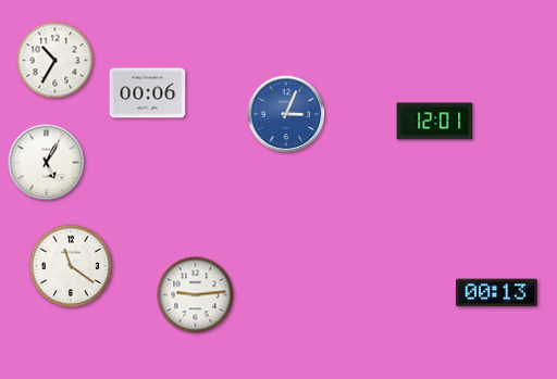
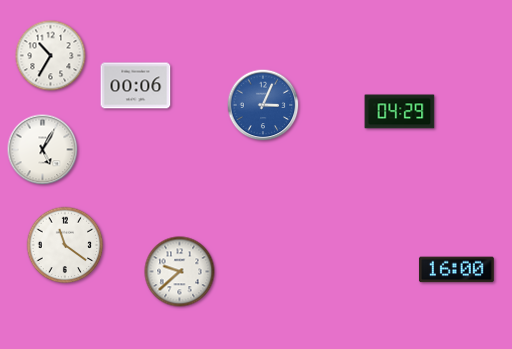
clock at (435, 122): 12:01 -> 04:29
clock at (496, 293): 00:13 -> 16:00
clock at (196, 295): 9:14 -> 9:38
